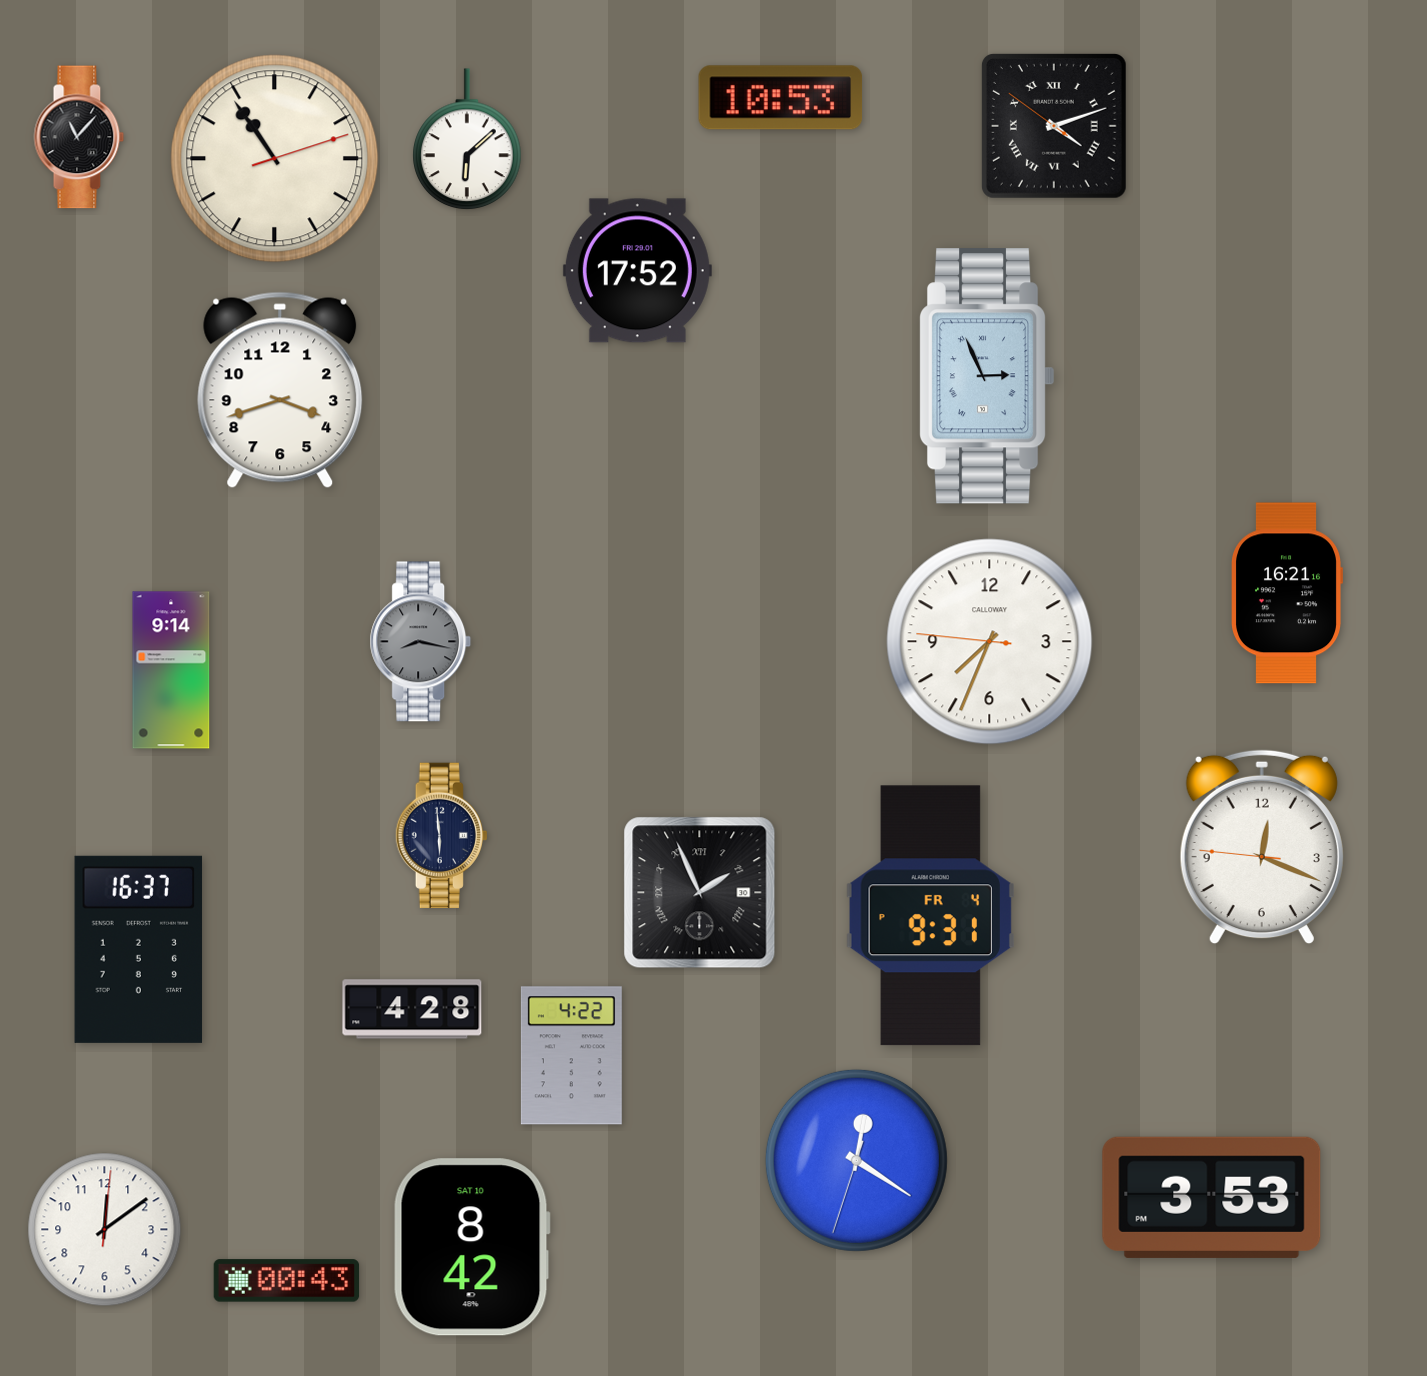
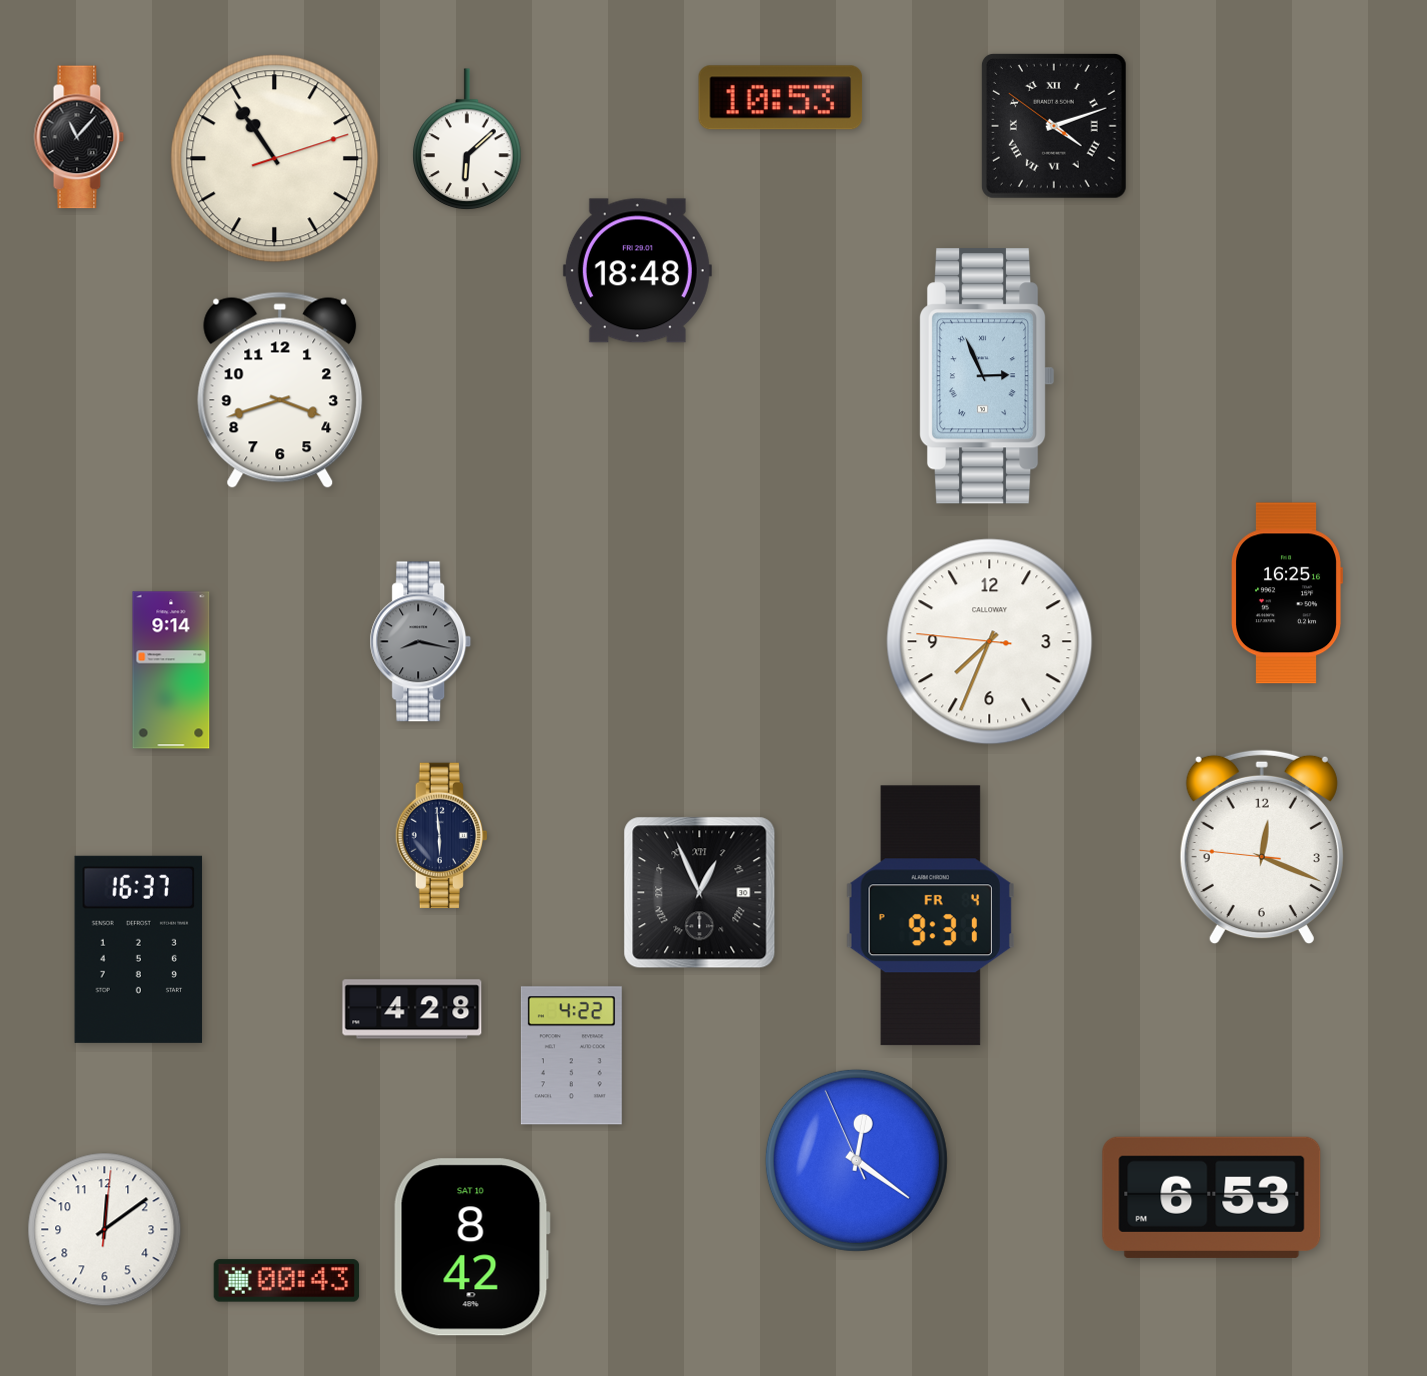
clock at (637, 271): 17:52 -> 18:48
clock at (1287, 593): 16:21 -> 16:25
clock at (700, 893): 1:56 -> 12:56
clock at (856, 1160): 12:20:33 -> 12:20:56
clock at (1212, 1197): 3:53 -> 6:53
